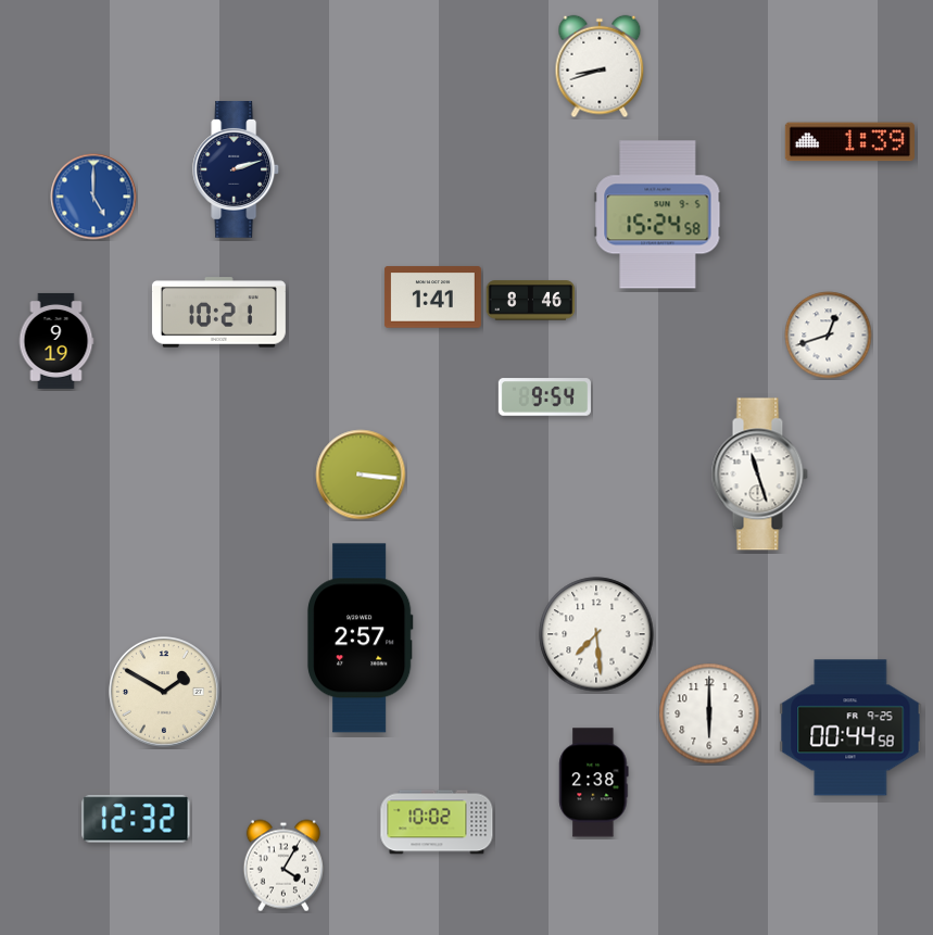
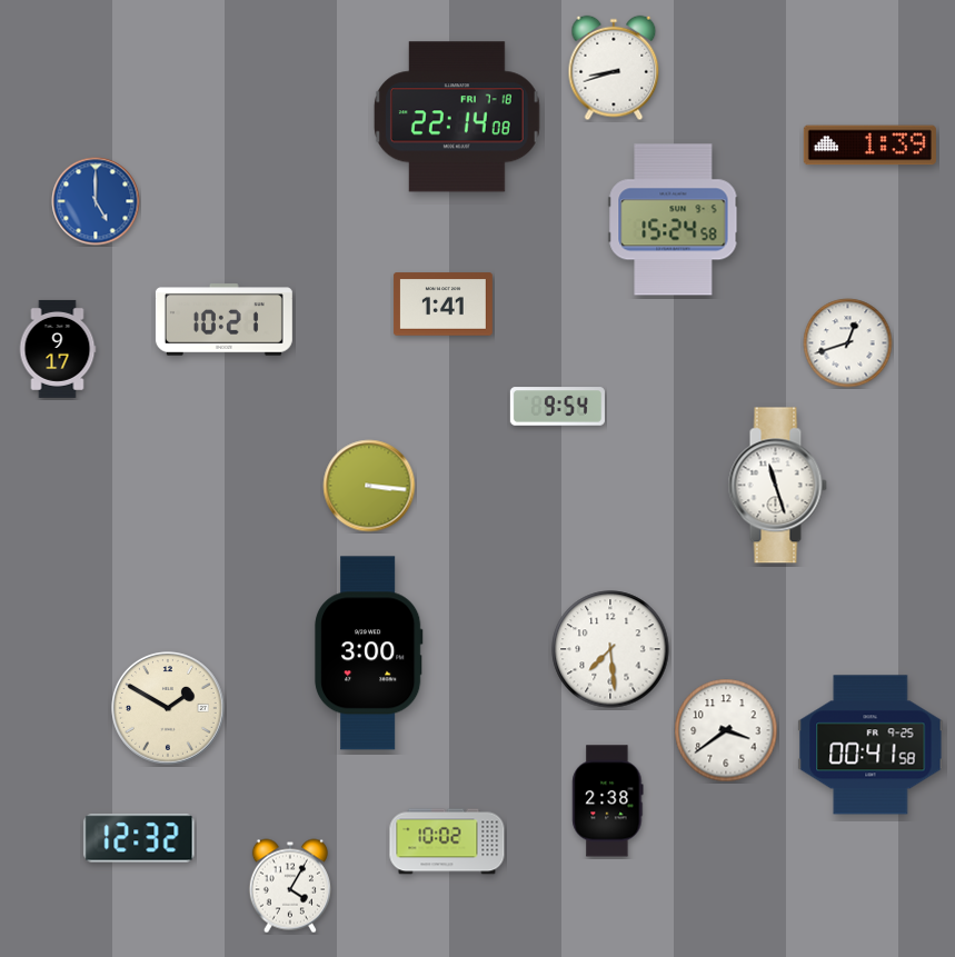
clock at (457, 117): none -> 22:14
clock at (237, 170): 2:12 -> none
clock at (531, 301): 8:46 -> none
clock at (56, 341): 9:19 -> 9:17
clock at (360, 639): 2:57 -> 3:00
clock at (709, 713): 6:00 -> 3:39
clock at (850, 728): 00:44 -> 00:41
